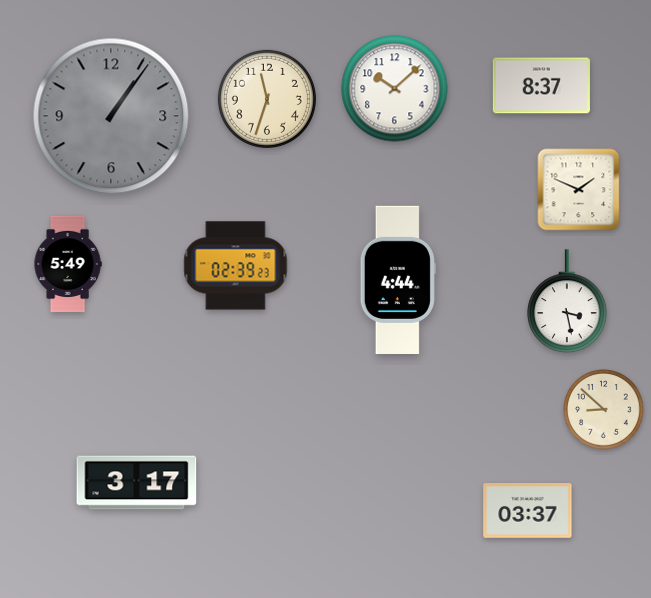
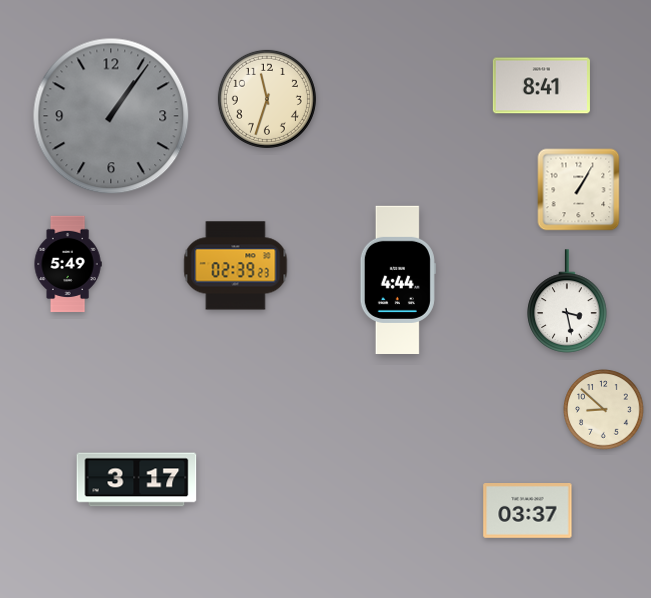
clock at (541, 86): 8:37 -> 8:41
clock at (395, 89): 10:08 -> none
clock at (579, 190): 1:49 -> 1:05
clock at (137, 483) position: (137, 483) -> (137, 480)
